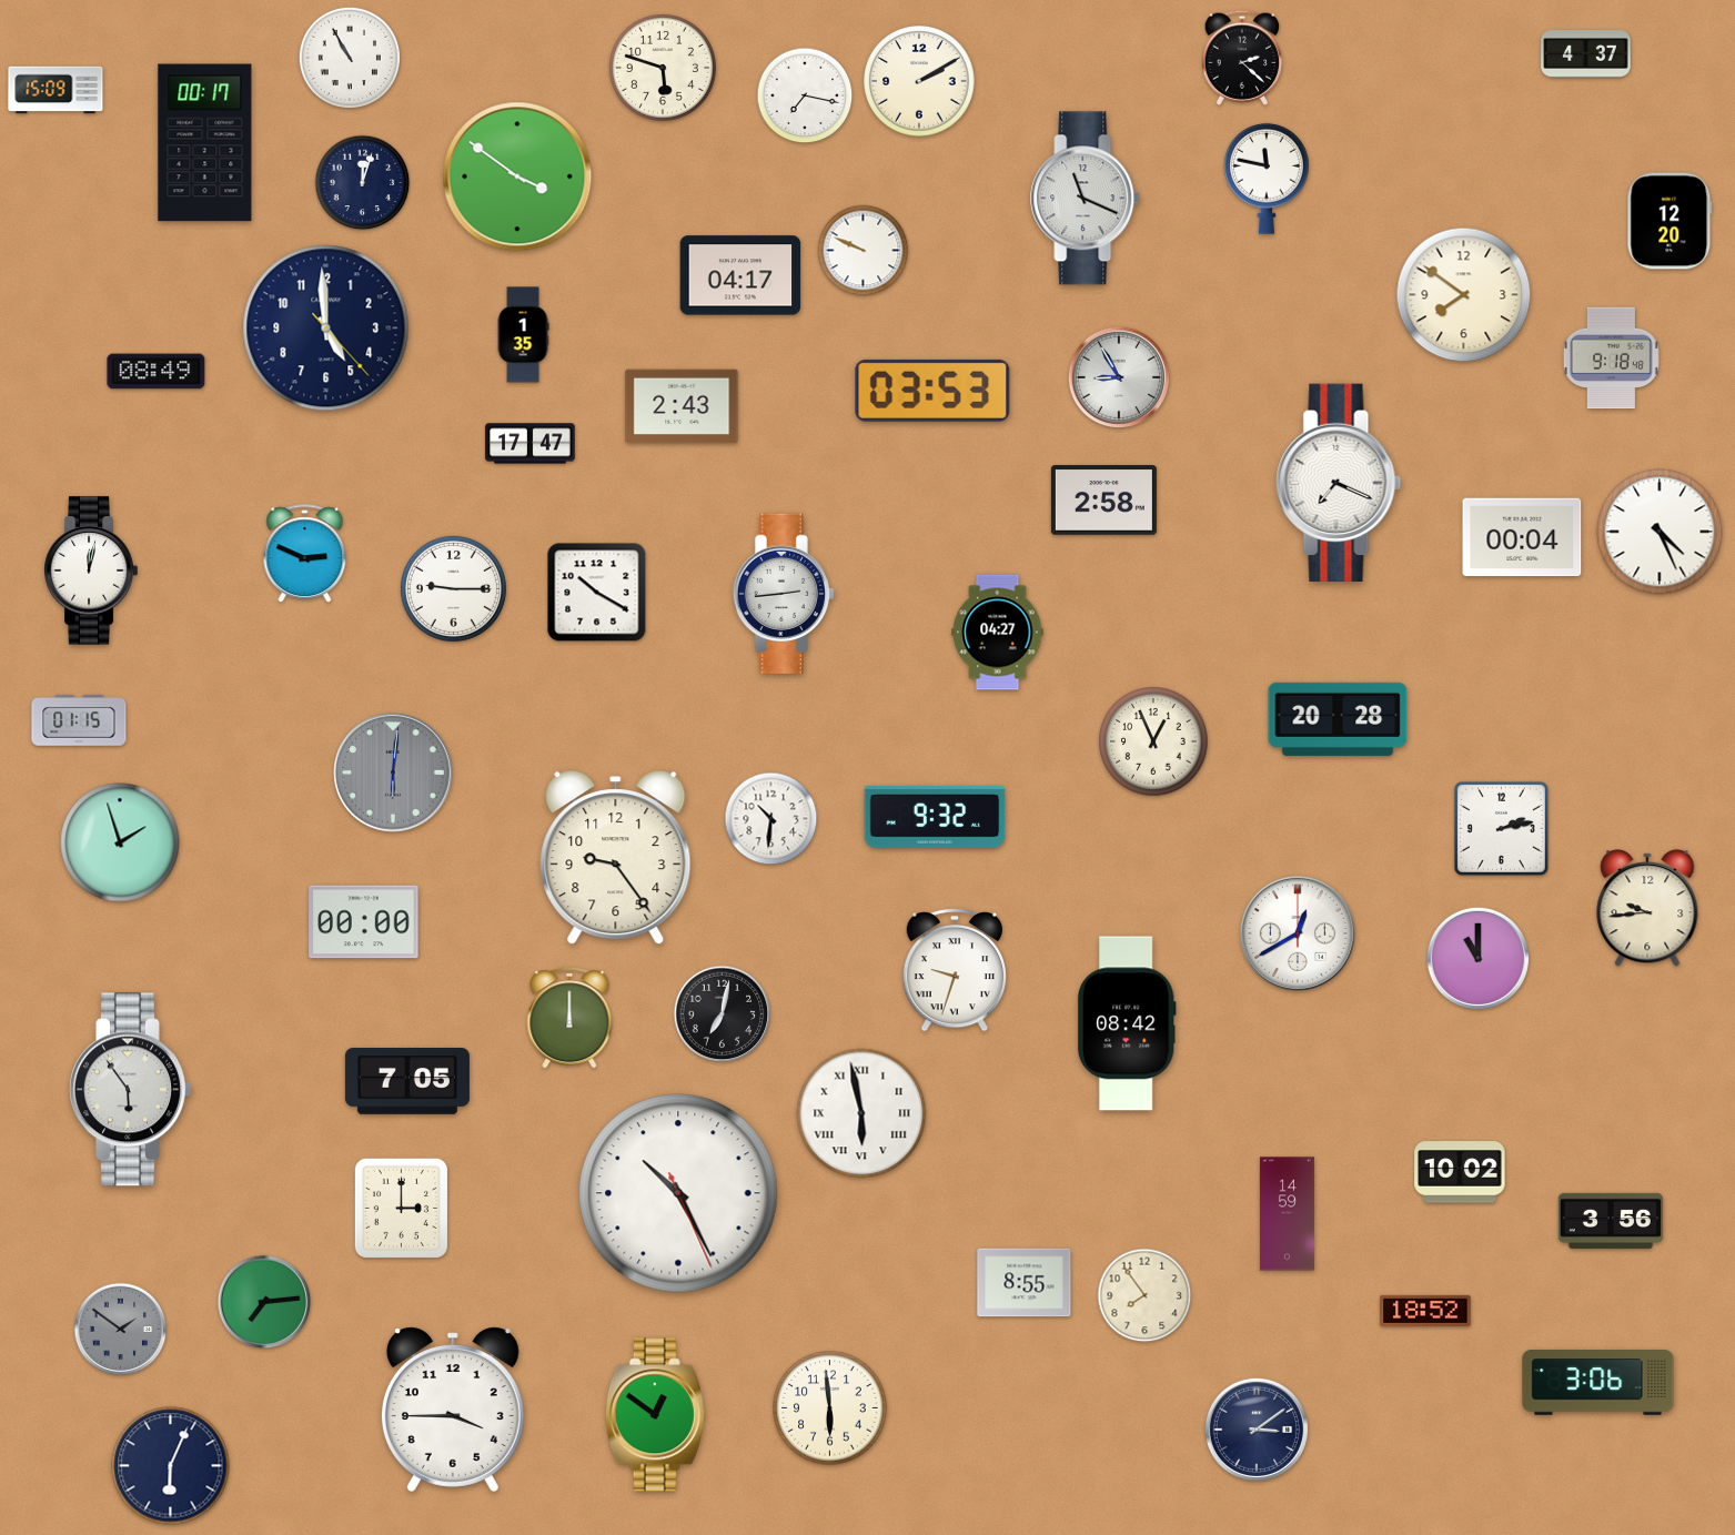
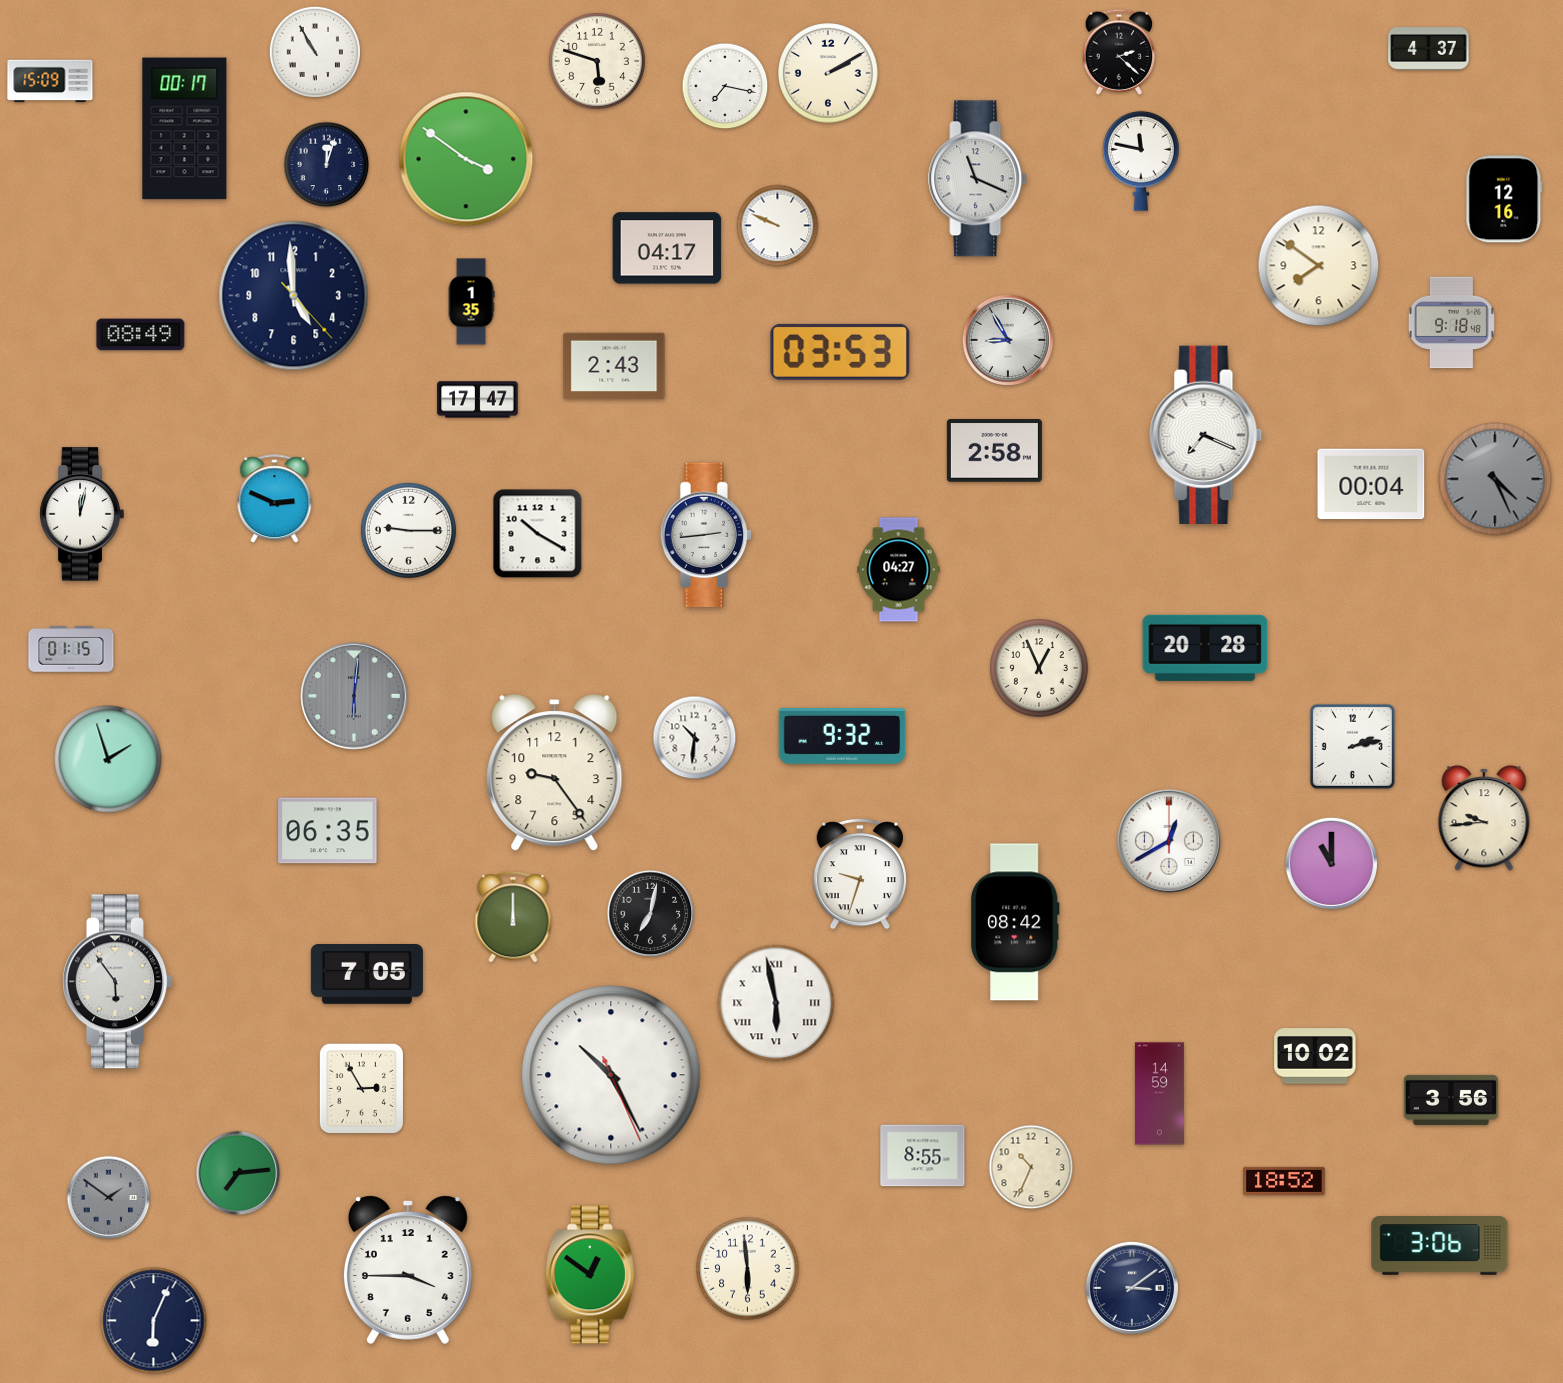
clock at (1670, 221): 12:20 -> 12:16
clock at (1660, 532) dial: white -> grey
clock at (364, 922): 00:00 -> 06:35
clock at (401, 1208): 3:00 -> 2:55
clock at (1144, 1295): 7:54 -> 10:34
